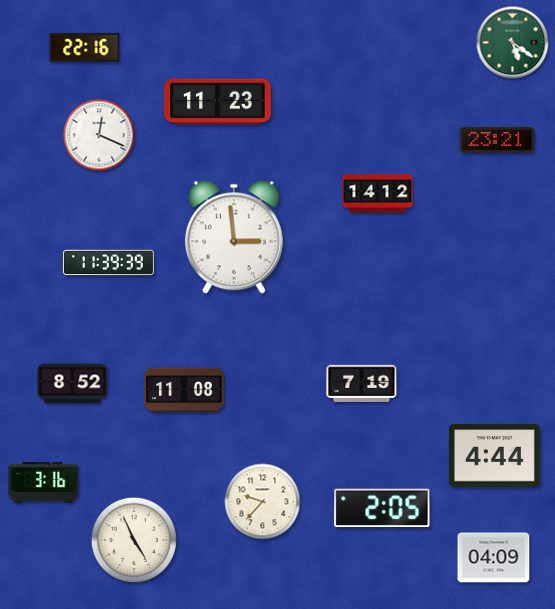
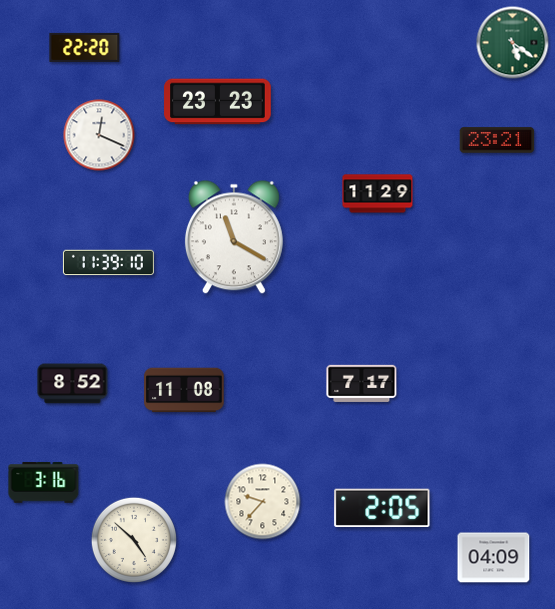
clock at (85, 47): 22:16 -> 22:20
clock at (218, 102): 11:23 -> 23:23
clock at (378, 194): 14:12 -> 11:29
clock at (234, 237): 2:59 -> 11:20
clock at (108, 263): 11:39:39 -> 11:39:10
clock at (362, 383): 7:19 -> 7:17
clock at (494, 456): 4:44 -> none
clock at (134, 540): 4:56 -> 4:52
